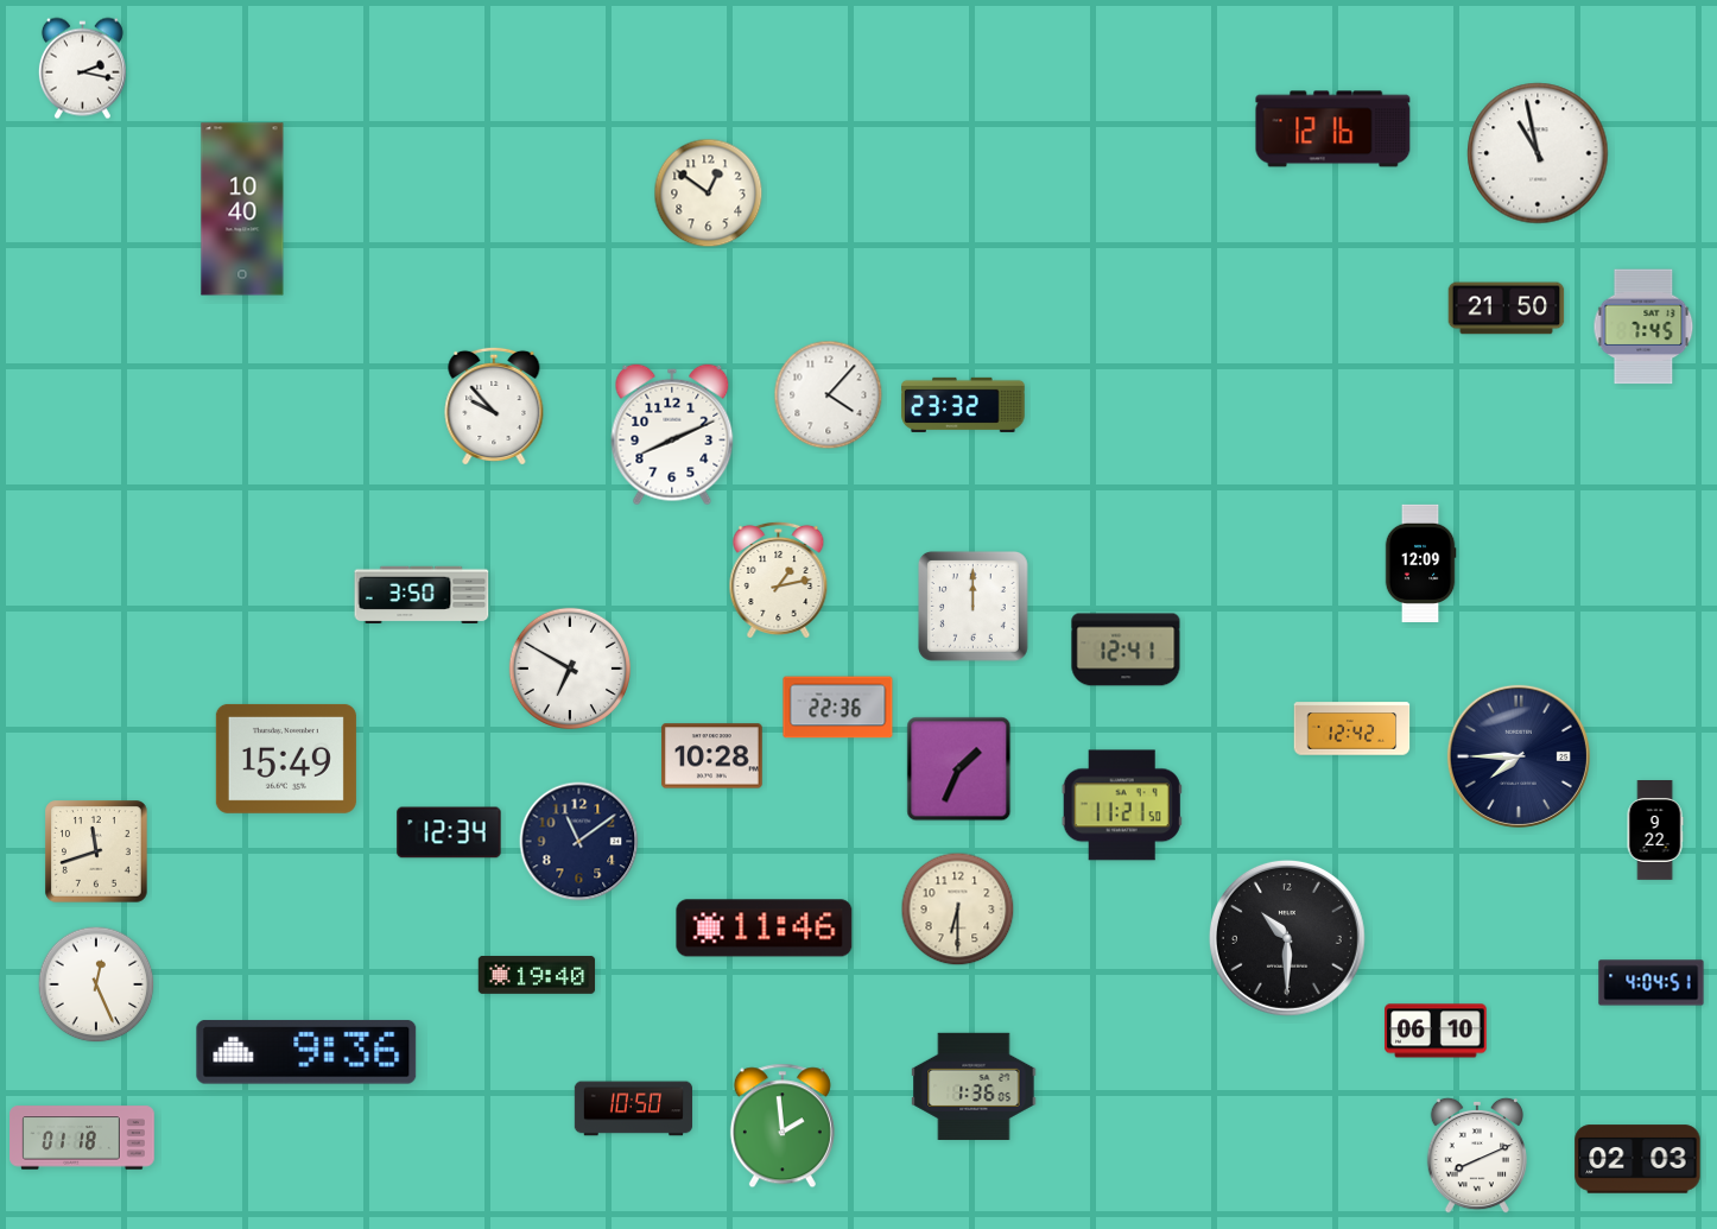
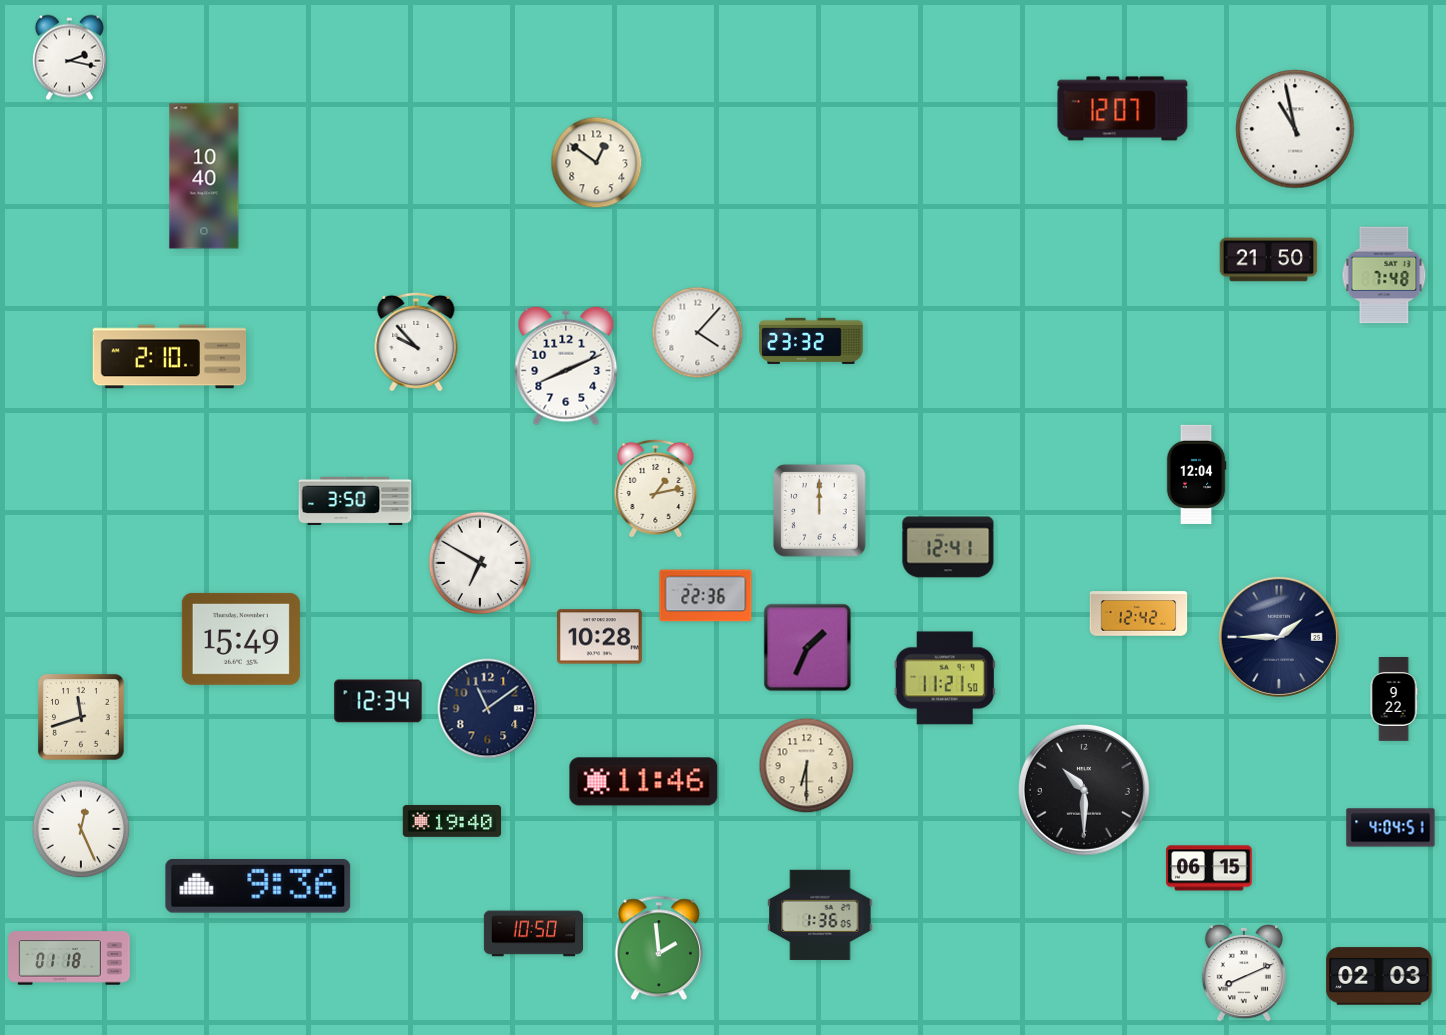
clock at (1333, 129): 12:16 -> 12:07
clock at (1643, 327): 7:45 -> 7:48
clock at (170, 357): none -> 2:10
clock at (1420, 563): 12:09 -> 12:04
clock at (1519, 756): 7:45 -> 1:45
clock at (1436, 1031): 06:10 -> 06:15
